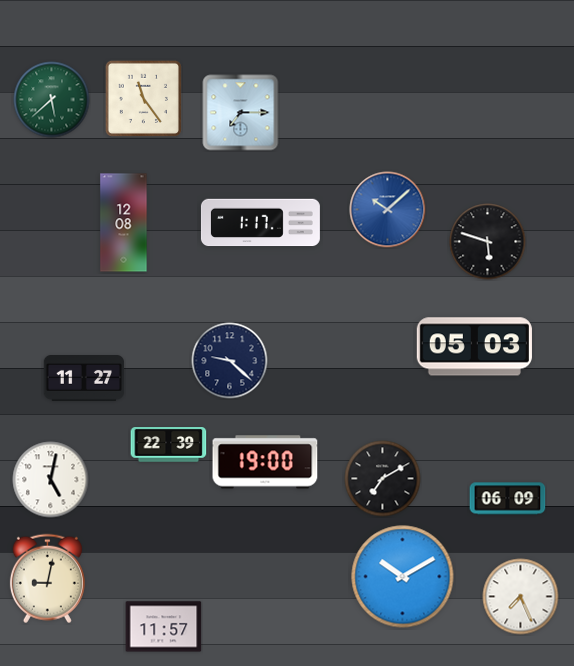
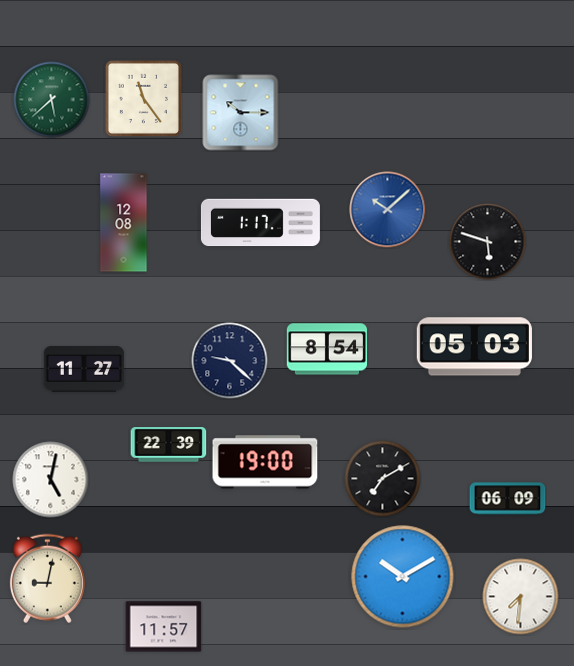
clock at (241, 113): 7:15 -> 10:15
clock at (327, 349): none -> 8:54
clock at (84, 379) position: (84, 379) -> (84, 370)
clock at (521, 597): 7:26 -> 7:31
